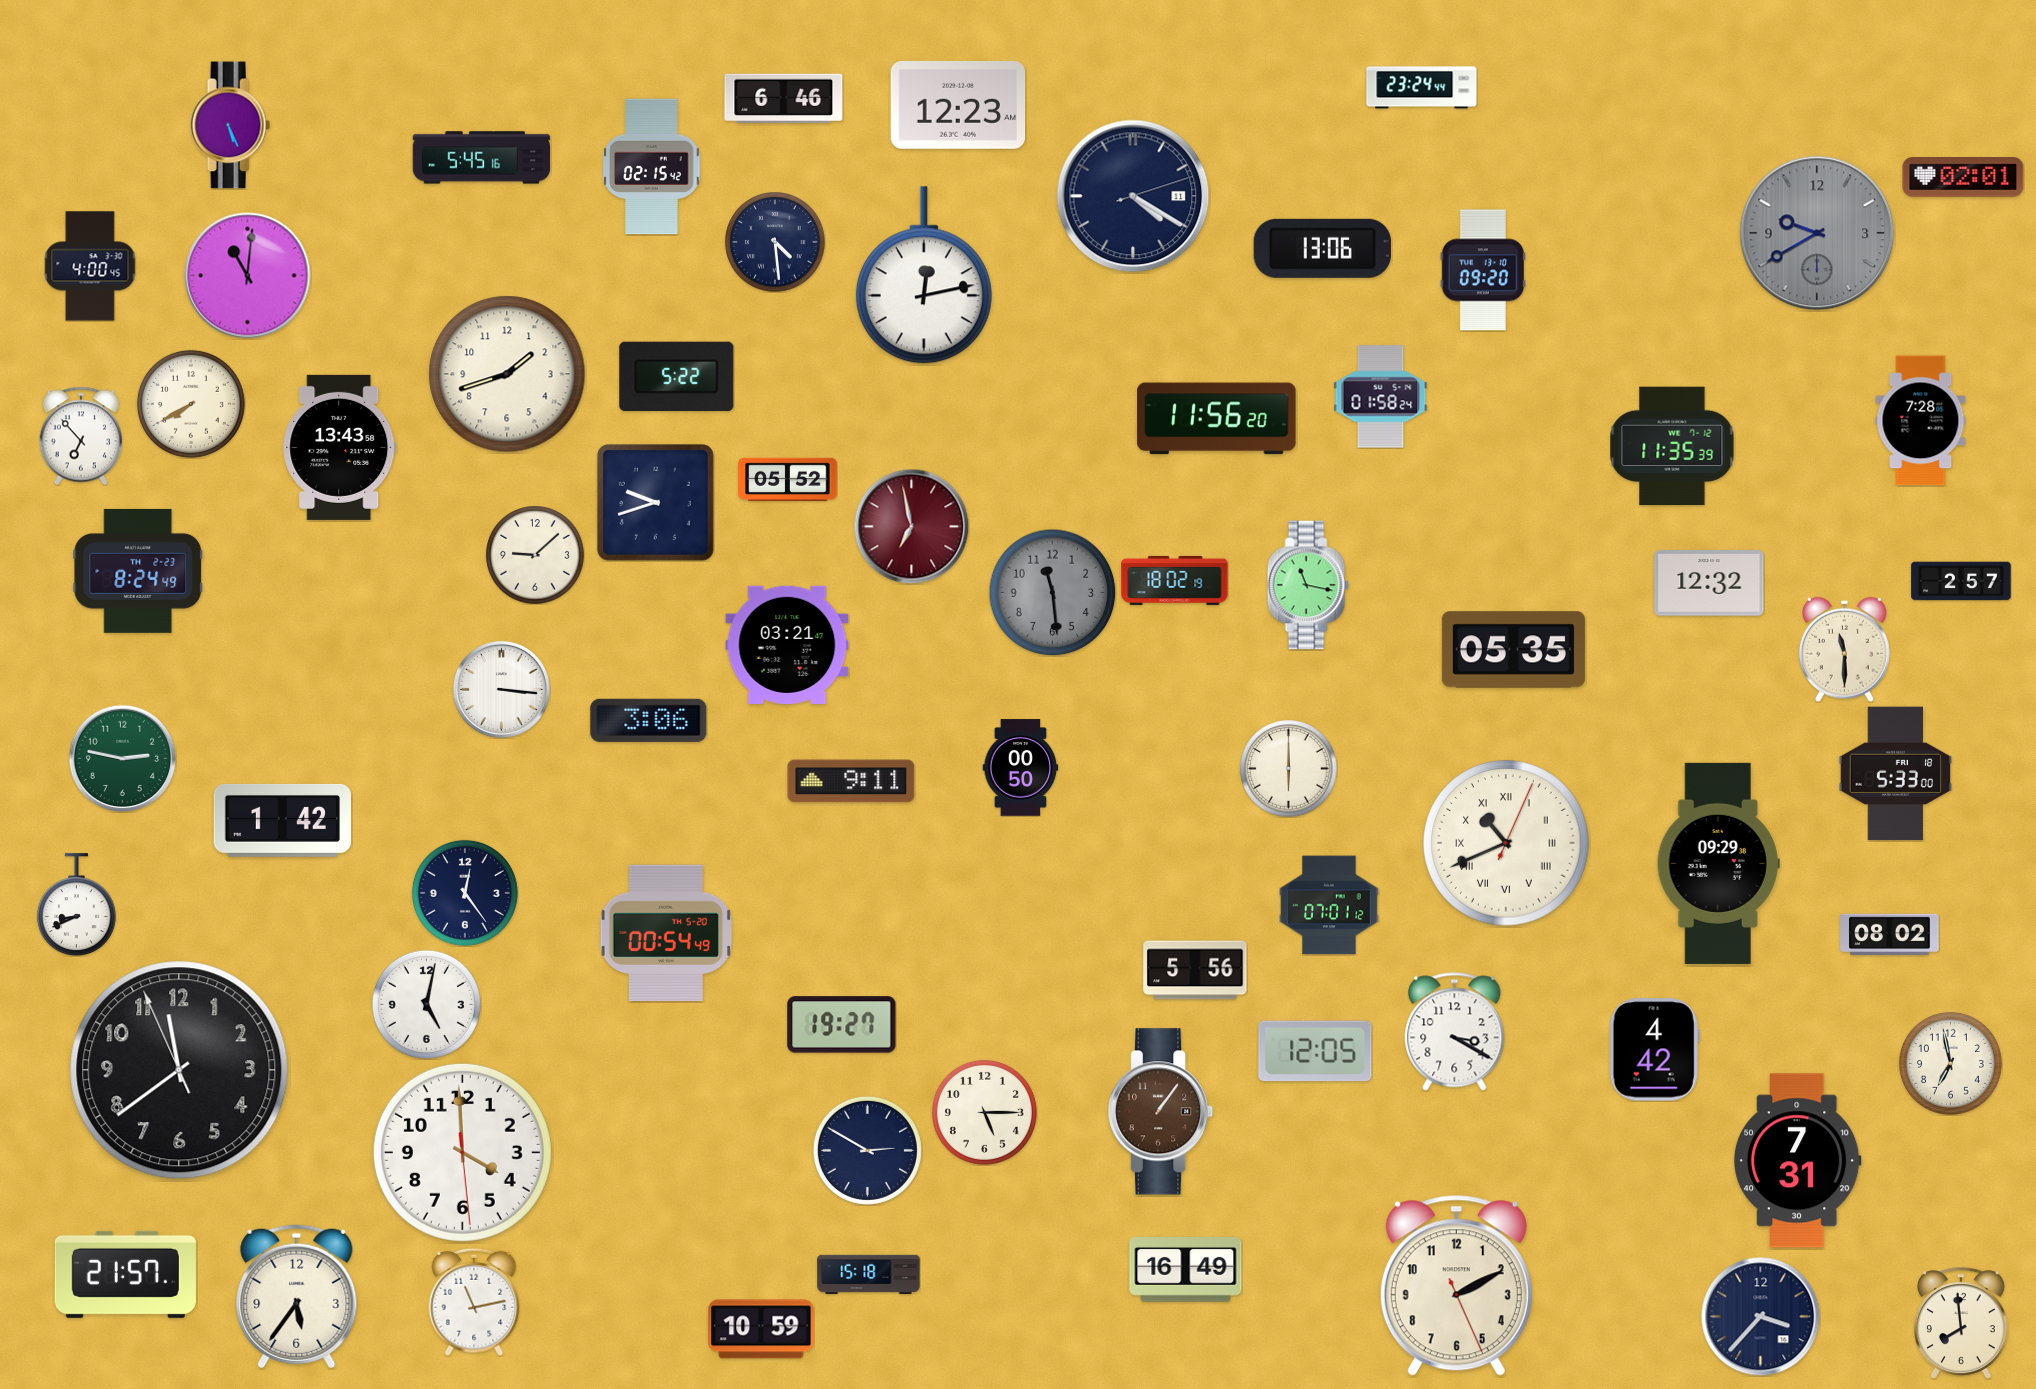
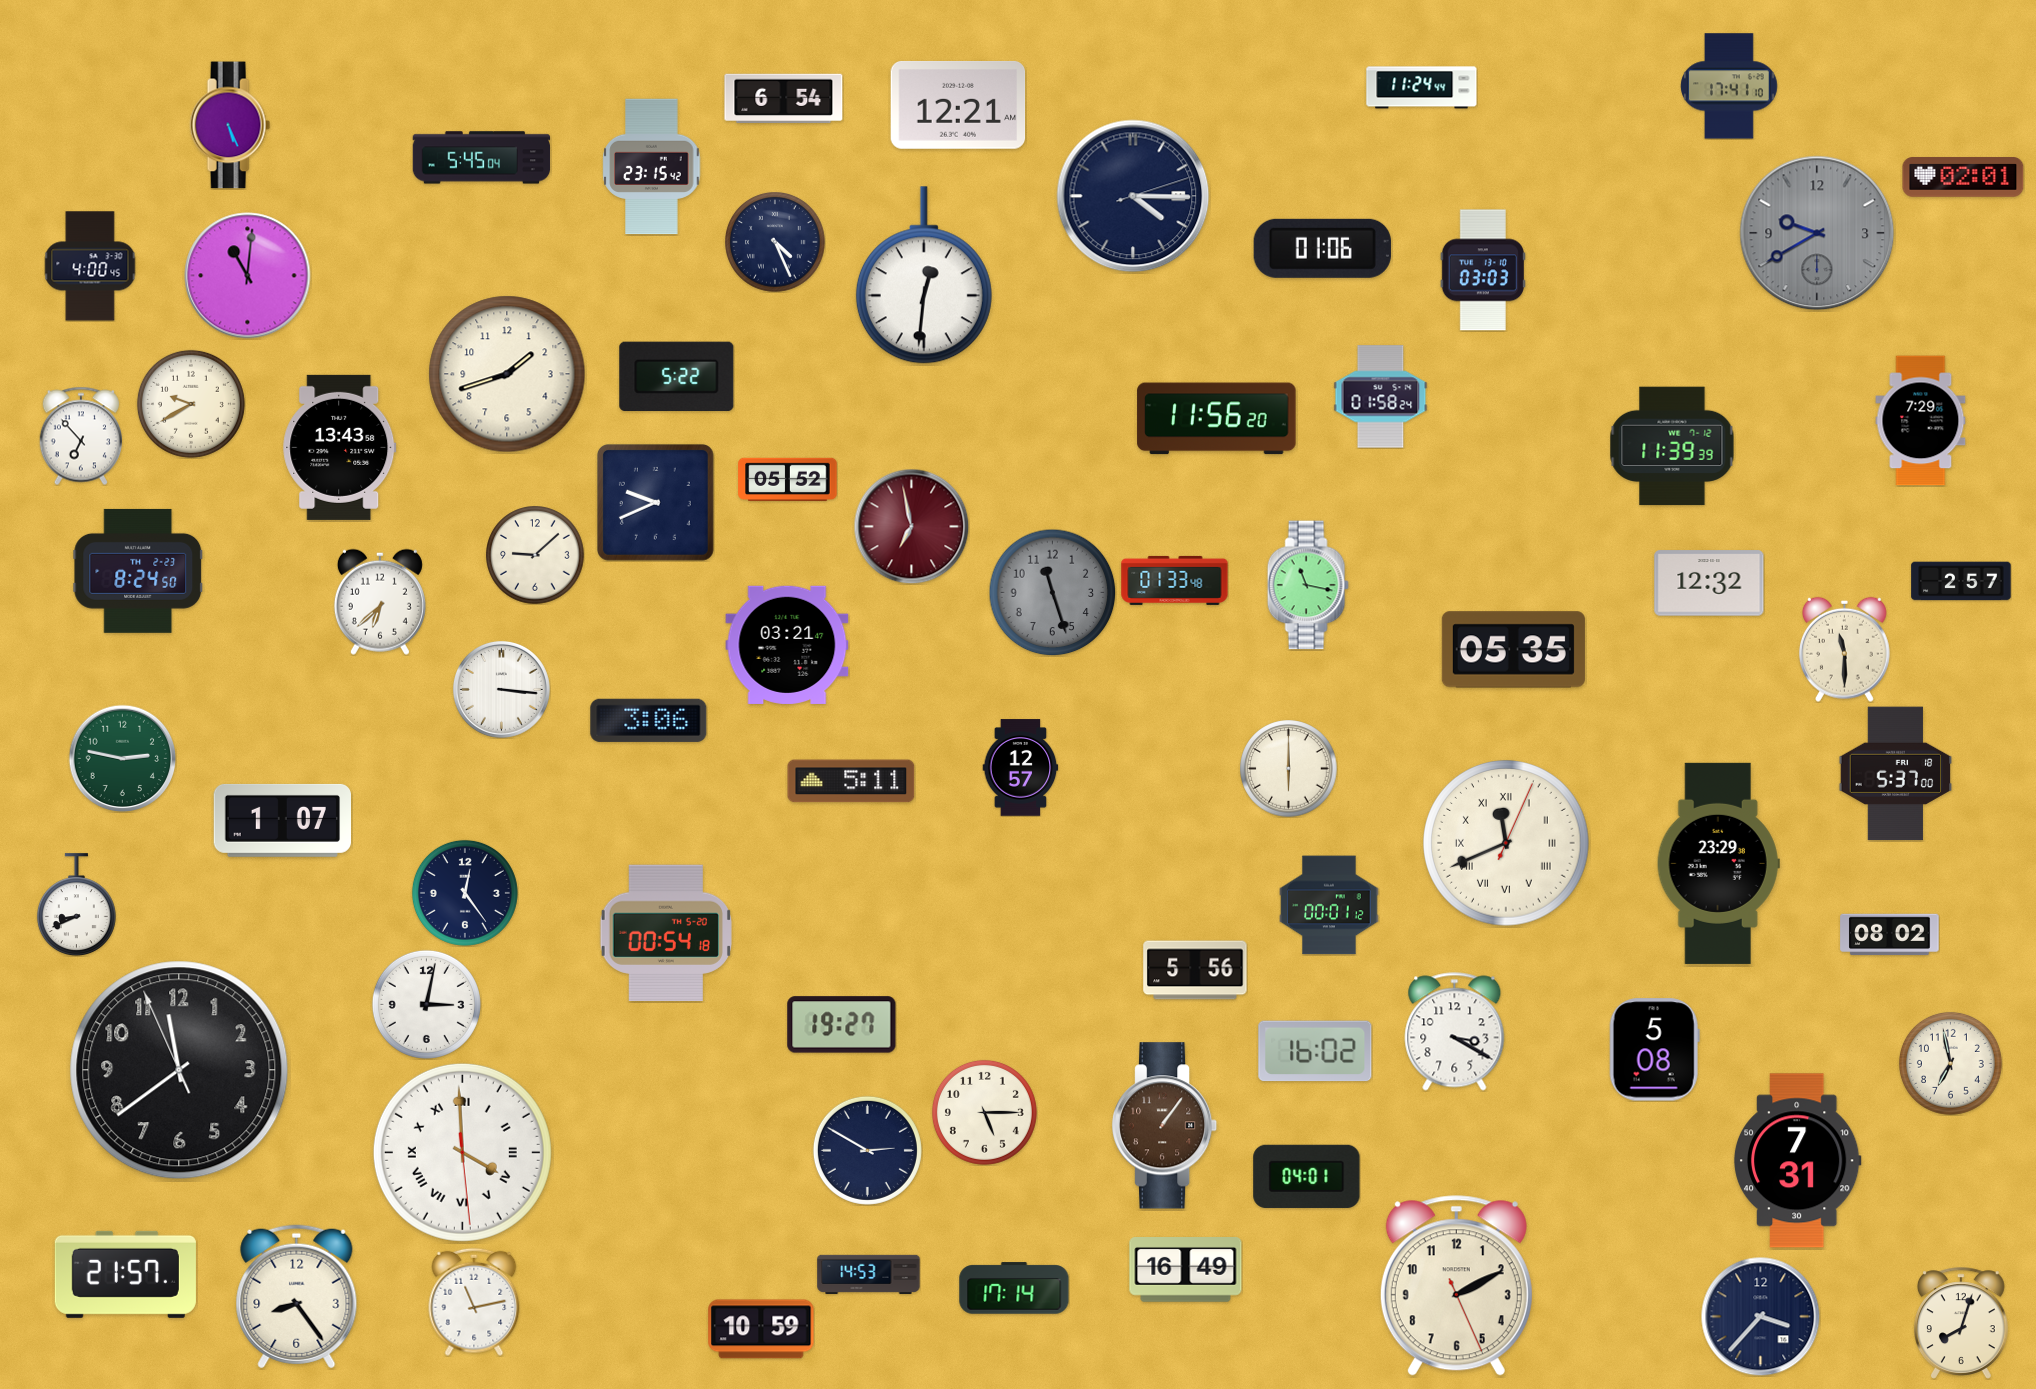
clock at (1729, 86): none -> 17:41
clock at (1422, 88): 23:24 -> 11:24
clock at (784, 98): 6:46 -> 6:54
clock at (958, 105): 12:23 -> 12:21
clock at (482, 158): 5:45:16 -> 5:45:04
clock at (652, 167): 02:15 -> 23:15
clock at (1133, 196): 4:20 -> 4:15
clock at (776, 243): 4:29 -> 4:26
clock at (1322, 248): 13:06 -> 01:06
clock at (1483, 270): 09:20 -> 03:03
clock at (924, 275): 12:13 -> 12:31
clock at (191, 404): 7:40 -> 9:40
clock at (1921, 421): 7:28 -> 7:29
clock at (1672, 446): 11:35 -> 11:39
clock at (655, 502): 9:42 -> 9:41
clock at (138, 571): 8:24:49 -> 8:24:50
clock at (1175, 580): 18:02 -> 01:33
clock at (1052, 592): 11:29 -> 11:27
clock at (380, 602): none -> 6:38
clock at (1021, 768): 00:50 -> 12:57
clock at (1896, 774): 5:33 -> 5:37
clock at (851, 781): 9:11 -> 5:11
clock at (282, 820): 1:42 -> 1:07
clock at (1506, 843): 10:41 -> 11:41
clock at (1718, 863): 09:29 -> 23:29
clock at (1329, 905): 07:01 -> 00:01
clock at (665, 932): 00:54:49 -> 00:54:18
clock at (426, 1004): 5:02 -> 3:02
clock at (1654, 1050): 4:42 -> 5:08
clock at (1315, 1051): 12:05 -> 16:02
clock at (1161, 1112) position: (1161, 1112) -> (1165, 1126)
clock at (462, 1152) numerals: Arabic -> Roman
clock at (1307, 1176): none -> 04:01
clock at (869, 1274): 15:18 -> 14:53
clock at (1014, 1288): none -> 17:14
clock at (297, 1297): 5:36 -> 8:24
clock at (1962, 1323): 7:59 -> 8:03
